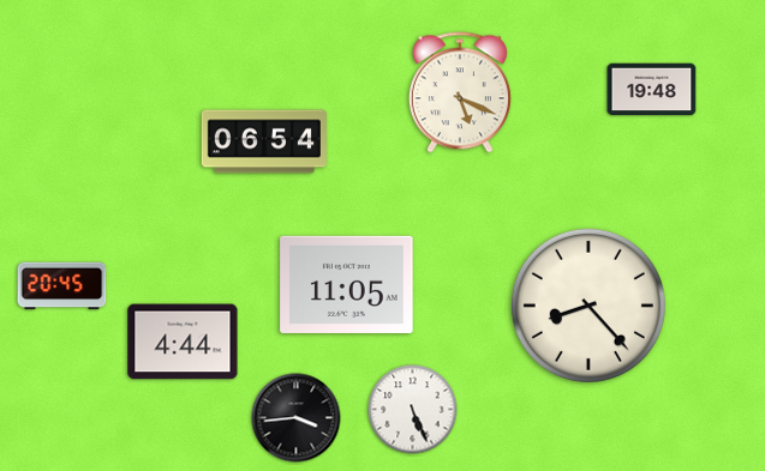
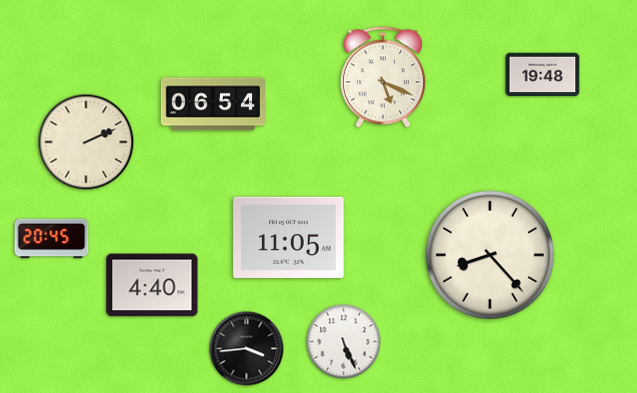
clock at (264, 141) position: (264, 141) -> (213, 104)
clock at (86, 142): none -> 2:11
clock at (183, 342): 4:44 -> 4:40
